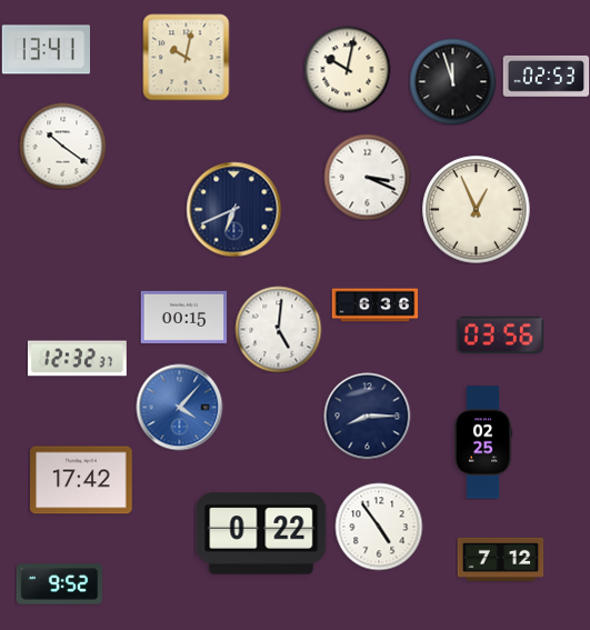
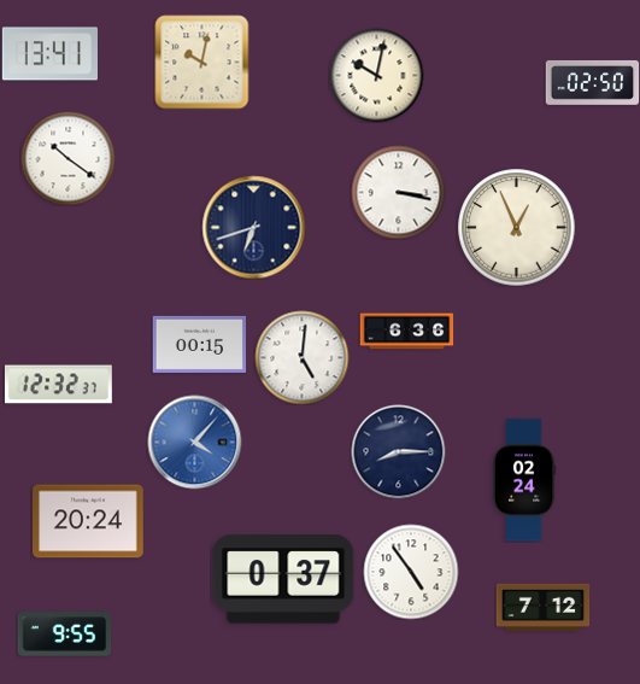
clock at (546, 77): 02:53 -> 02:50
clock at (452, 81): 11:57 -> none
clock at (367, 177): 3:19 -> 3:17
clock at (233, 209): 6:41 -> 6:42
clock at (500, 334): 03:56 -> none
clock at (77, 359) position: (77, 359) -> (58, 385)
clock at (483, 442): 02:25 -> 02:24
clock at (82, 480): 17:42 -> 20:24
clock at (261, 533): 0:22 -> 0:37
clock at (59, 584): 9:52 -> 9:55
